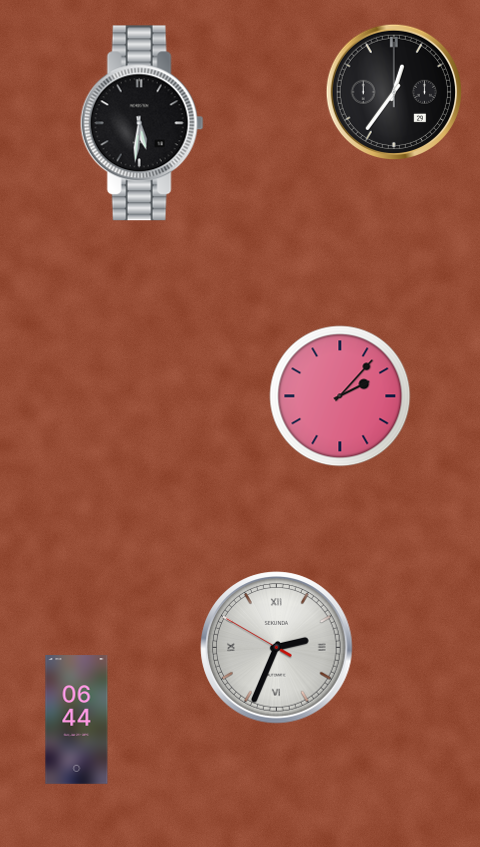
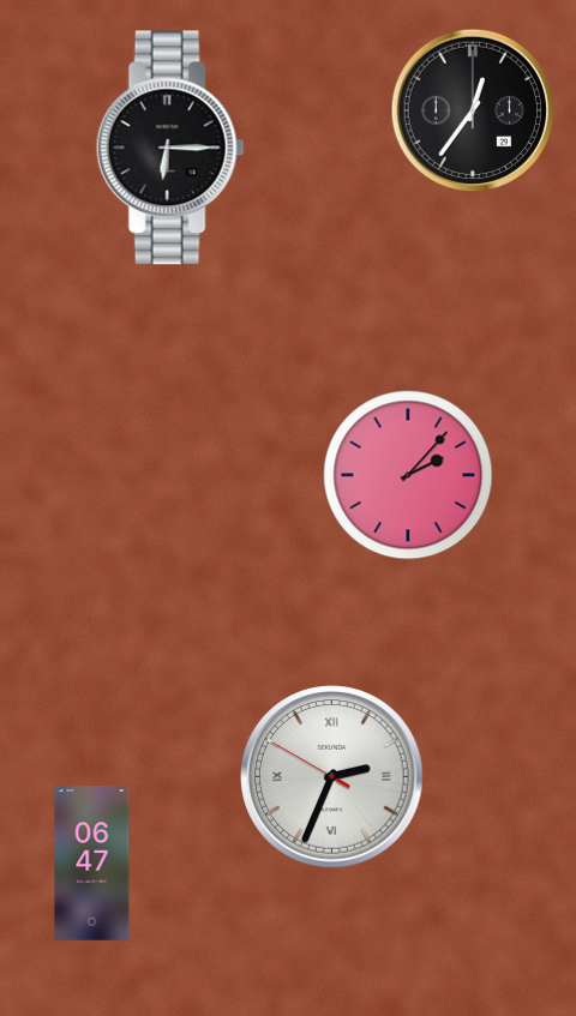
clock at (142, 123): 5:31 -> 6:15
clock at (77, 720): 06:44 -> 06:47
